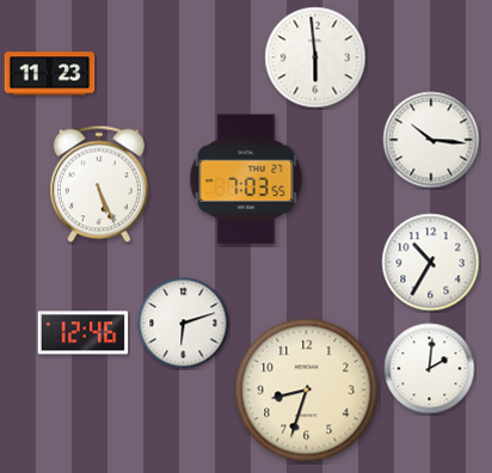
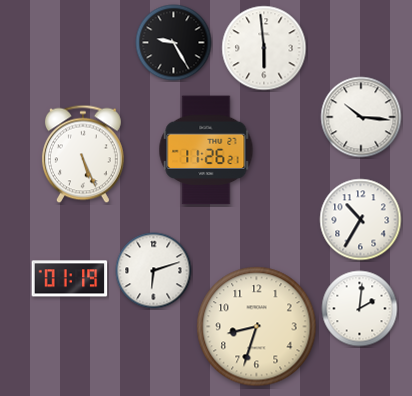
clock at (174, 43): none -> 9:25
clock at (50, 74): 11:23 -> none
clock at (246, 179): 7:03 -> 11:26
clock at (84, 333): 12:46 -> 01:19
